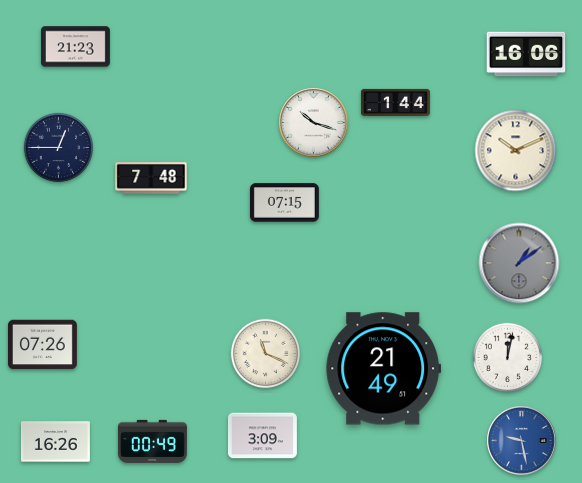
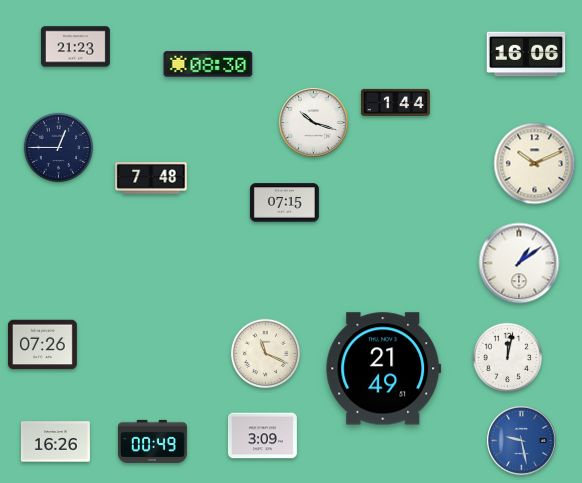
clock at (208, 64): none -> 08:30
clock at (516, 151) position: (516, 151) -> (535, 164)
clock at (519, 263) dial: grey -> white
